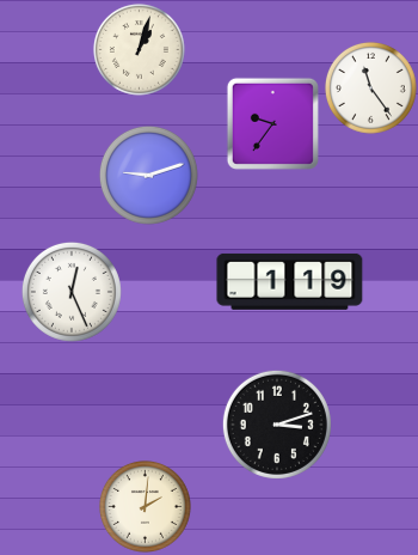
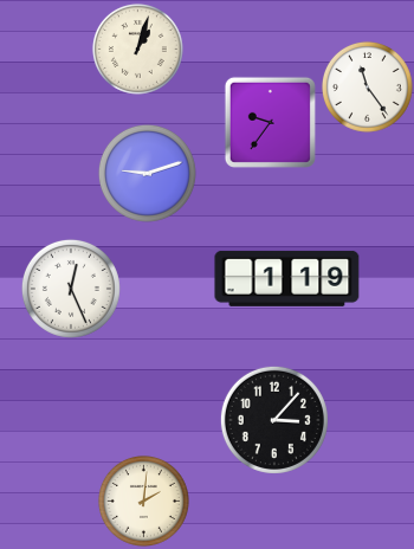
clock at (277, 425): 3:12 -> 3:07
